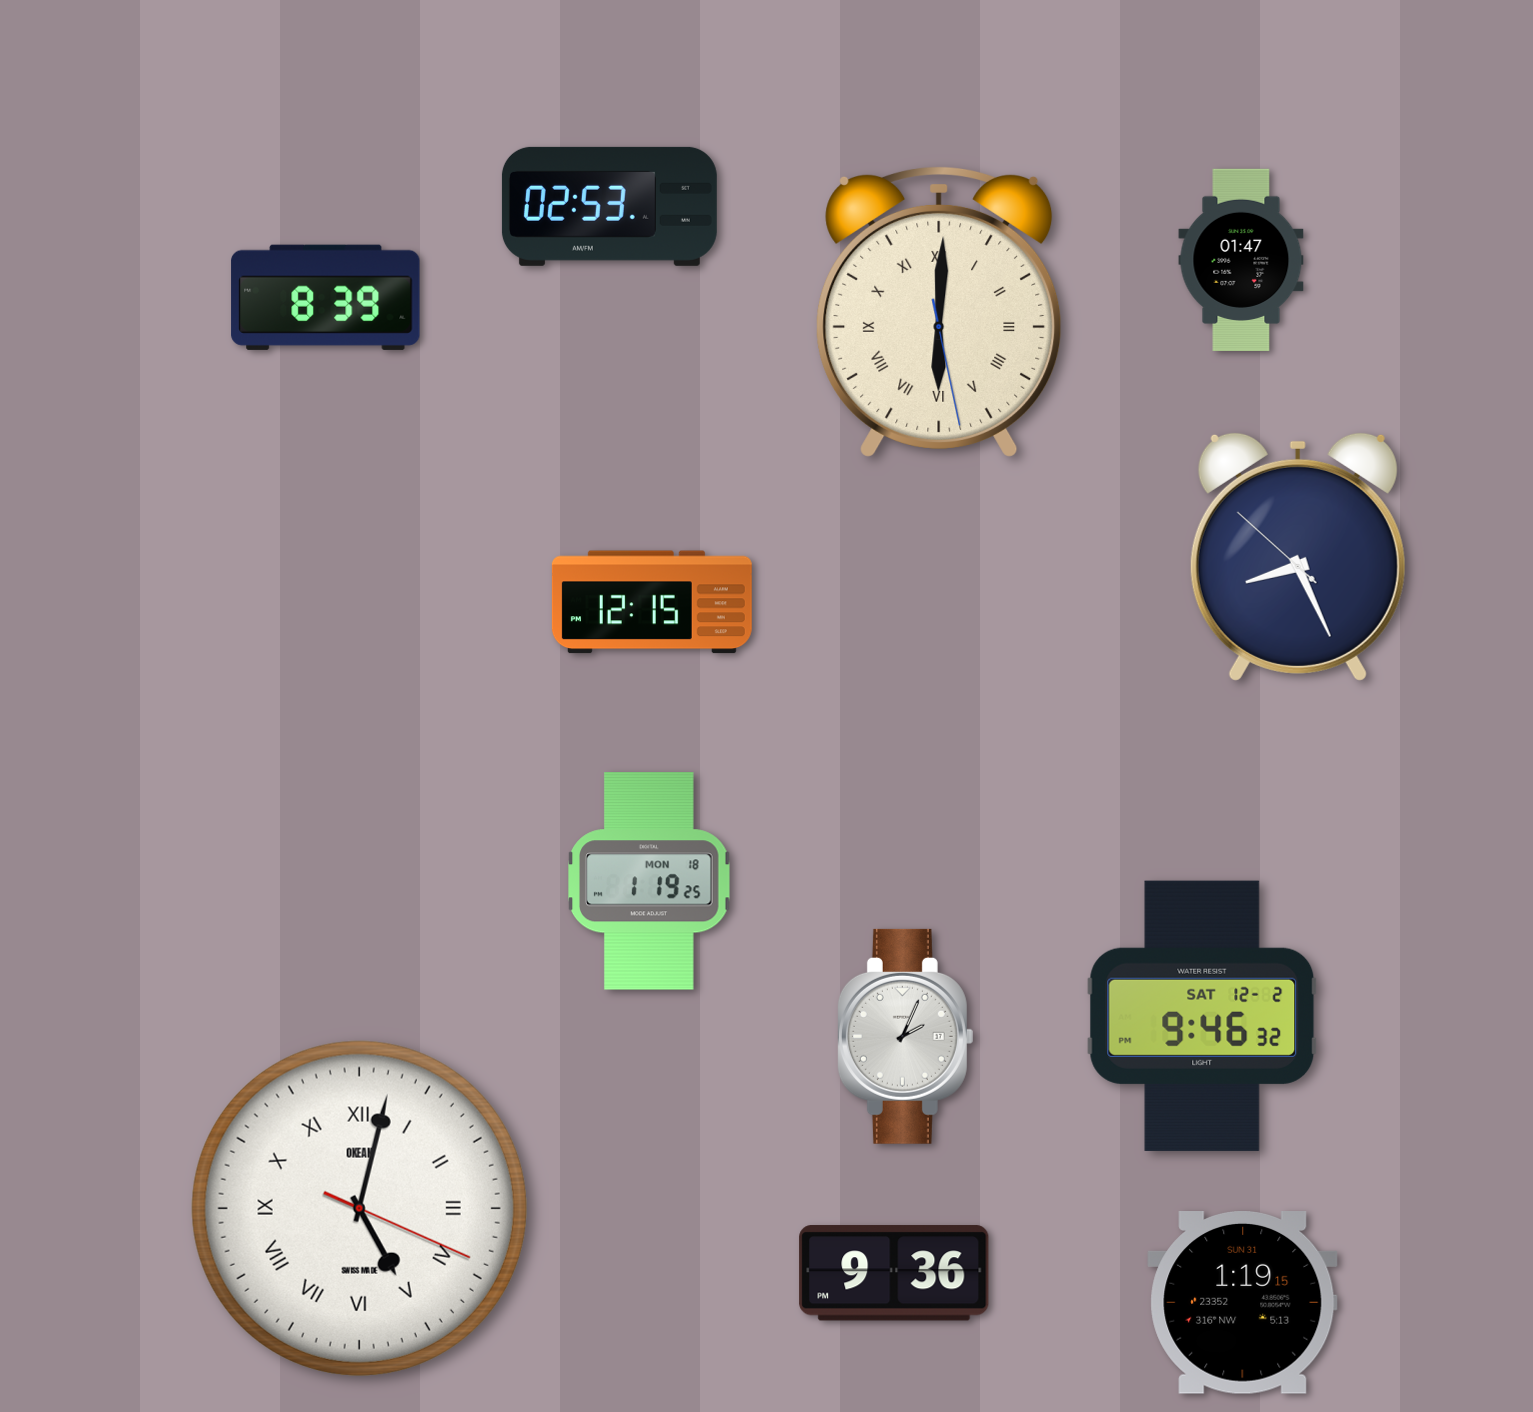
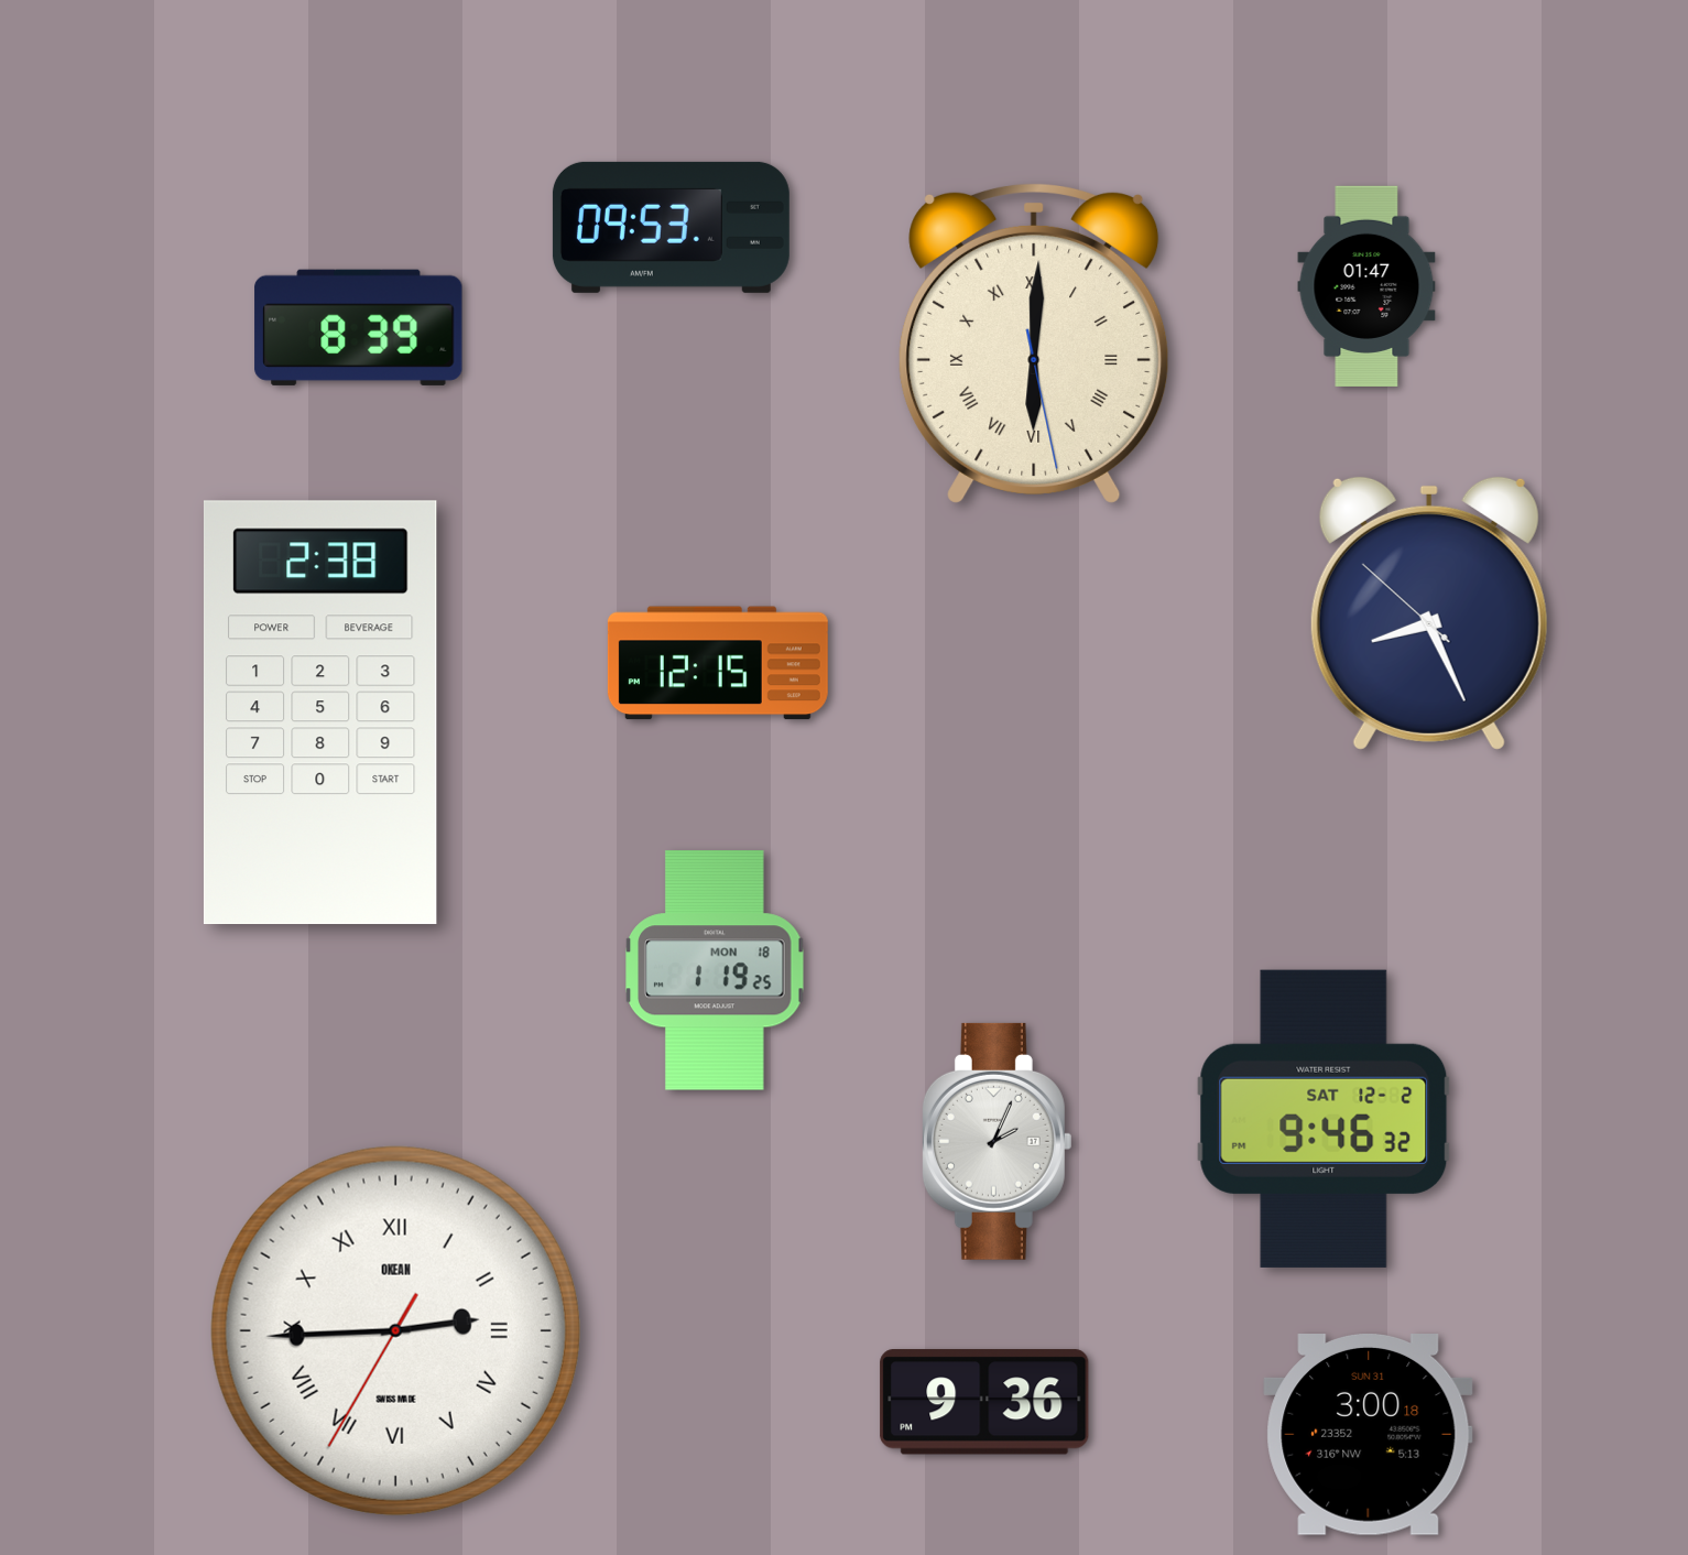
clock at (609, 206): 02:53 -> 09:53
clock at (320, 713): none -> 2:38
clock at (359, 1208): 5:02 -> 2:44
clock at (1243, 1303): 1:19 -> 3:00
